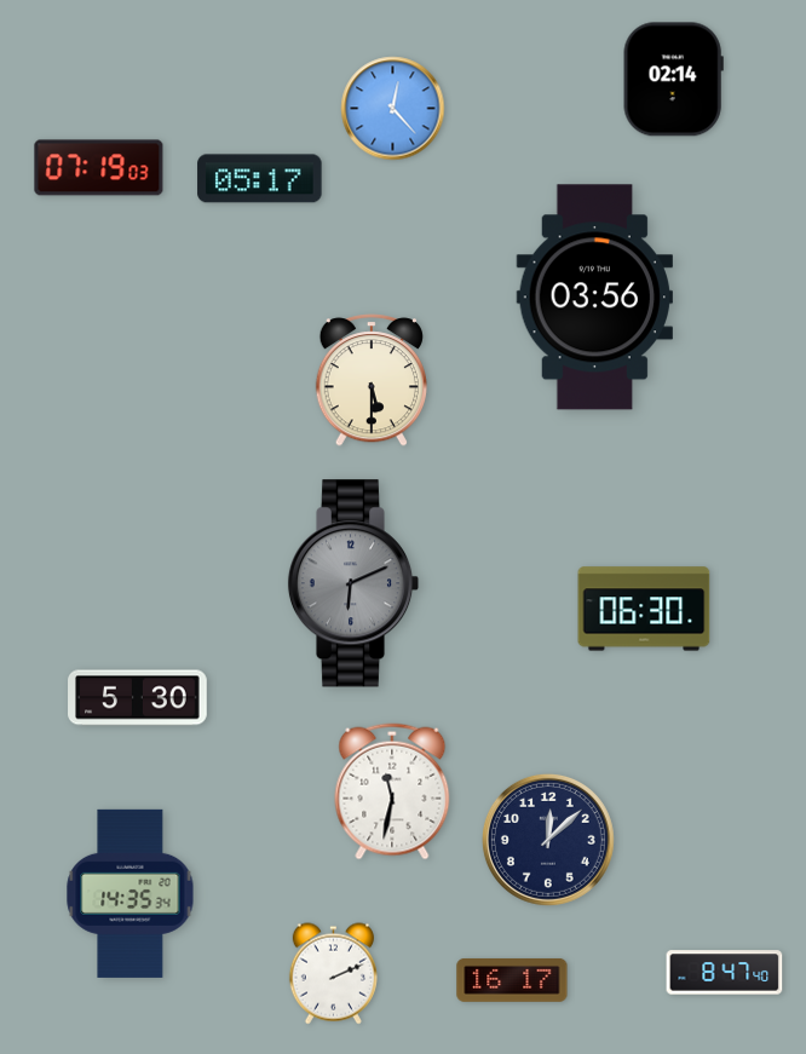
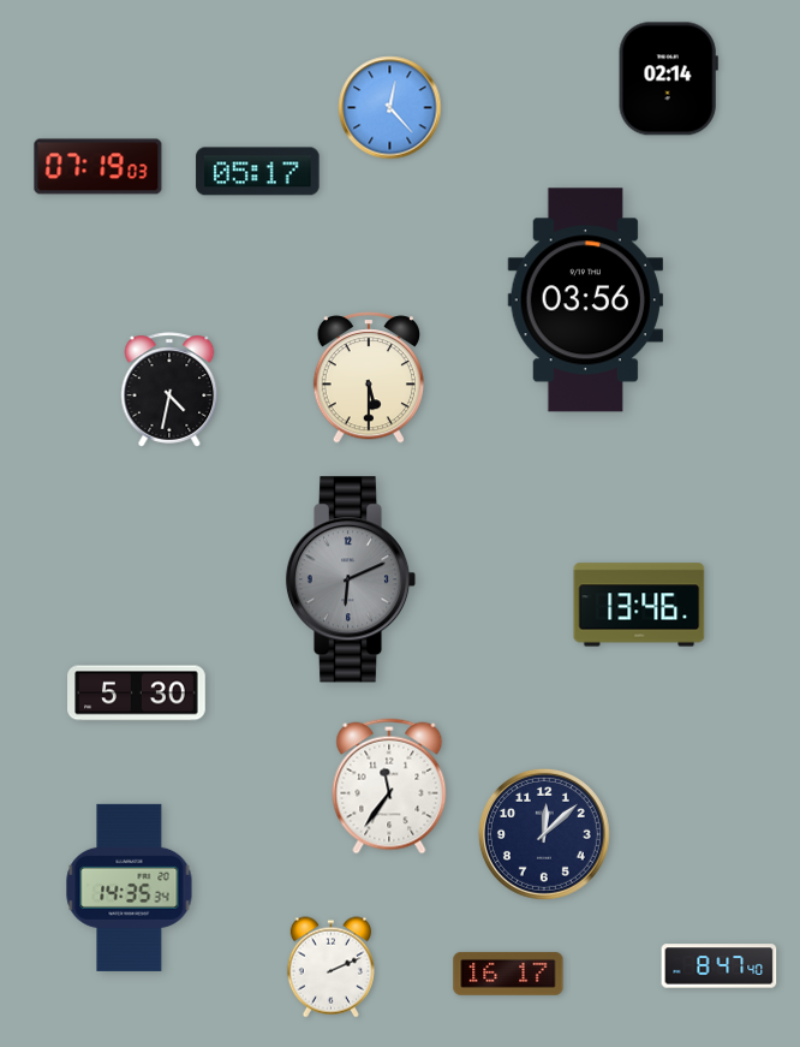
clock at (260, 179) position: (260, 179) -> (258, 172)
clock at (594, 298) position: (594, 298) -> (585, 301)
clock at (169, 389): none -> 4:32
clock at (644, 609): 06:30 -> 13:46
clock at (392, 791): 11:32 -> 11:36
